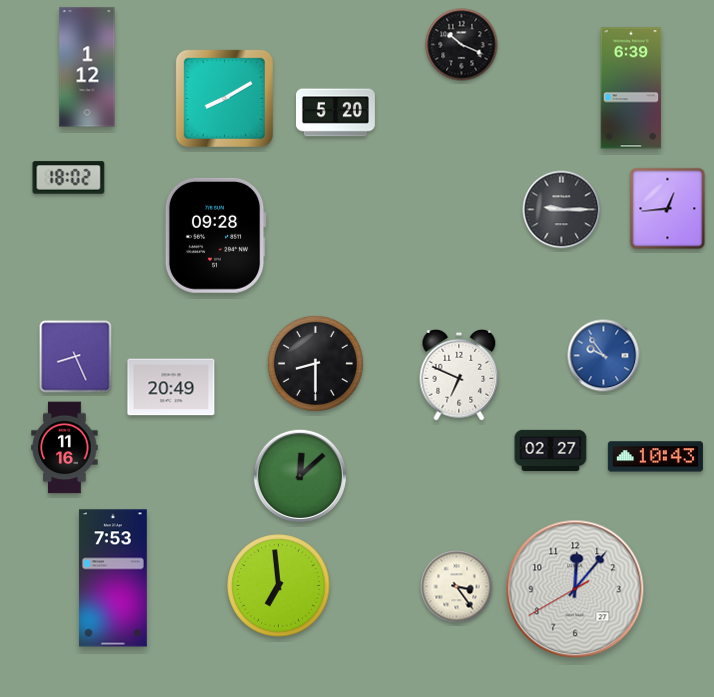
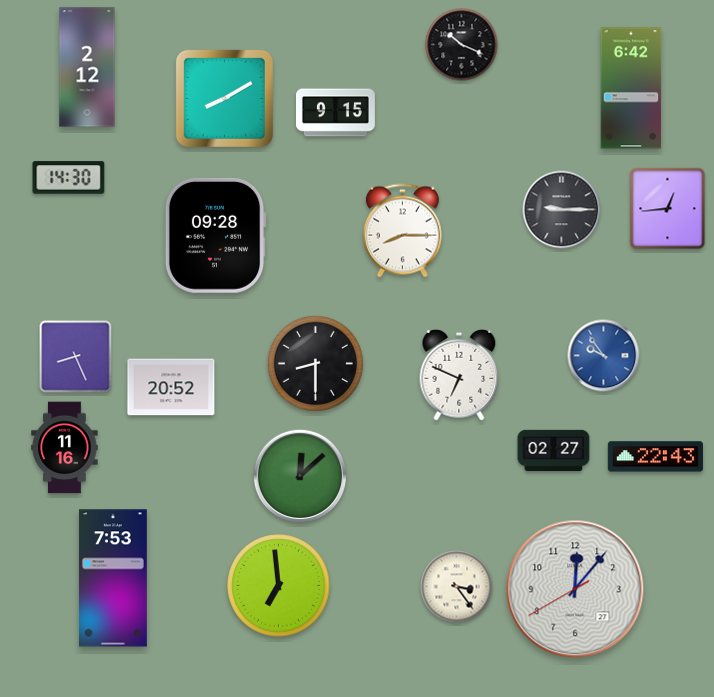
clock at (87, 67): 1:12 -> 2:12
clock at (631, 88): 6:39 -> 6:42
clock at (335, 113): 5:20 -> 9:15
clock at (69, 178): 18:02 -> 14:30
clock at (402, 231): none -> 8:15
clock at (171, 387): 20:49 -> 20:52
clock at (551, 451) position: (551, 451) -> (554, 451)
clock at (655, 457): 10:43 -> 22:43
